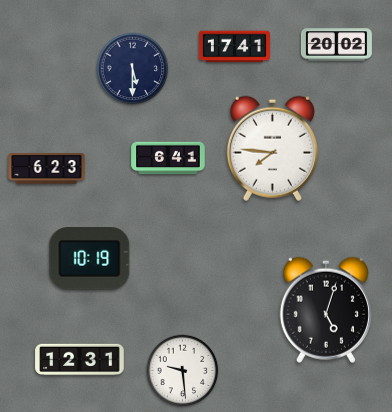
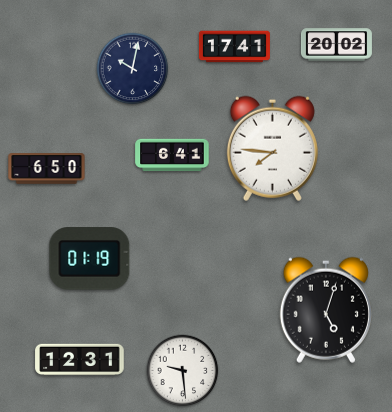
clock at (133, 69): 5:30 -> 10:02
clock at (168, 158) position: (168, 158) -> (172, 155)
clock at (47, 169): 6:23 -> 6:50
clock at (90, 259): 10:19 -> 01:19
